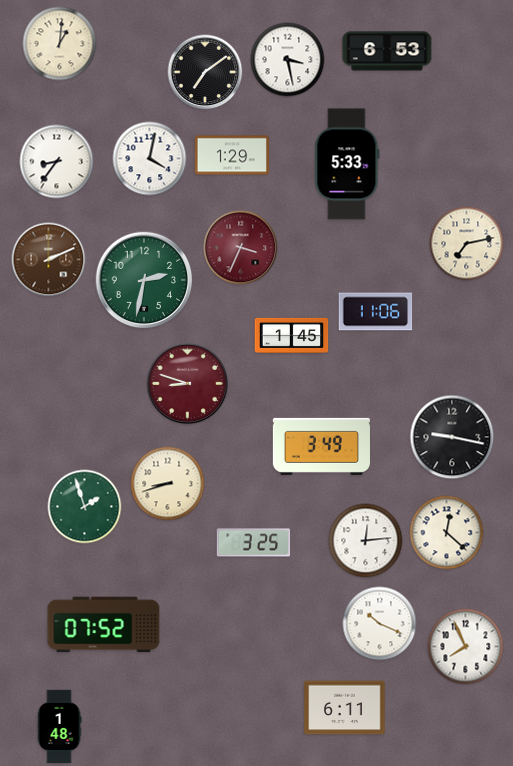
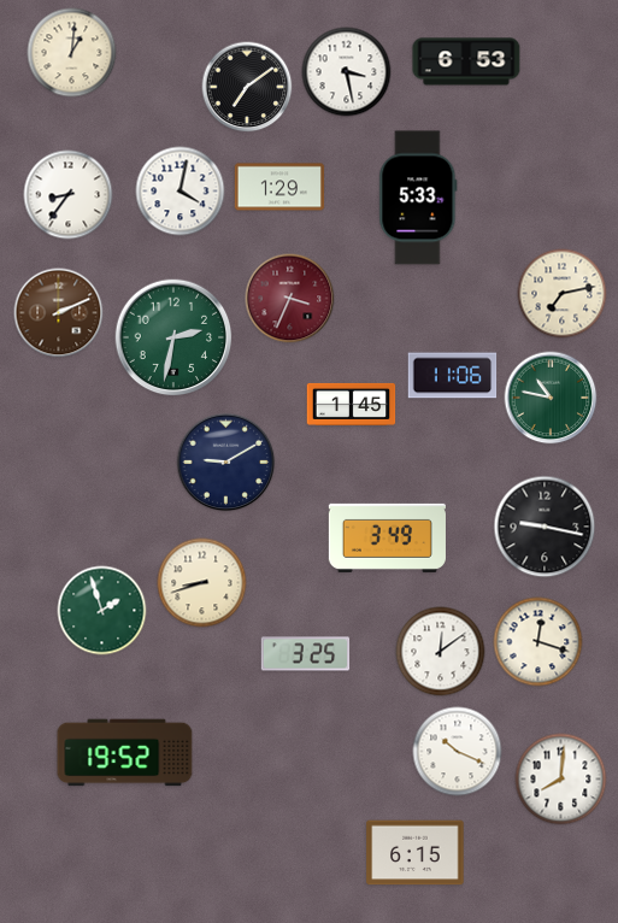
clock at (551, 398): none -> 10:47
clock at (188, 384): 8:48 -> 9:10
clock at (188, 384) dial: burgundy -> navy
clock at (447, 533): 12:22 -> 12:18
clock at (366, 541): 12:14 -> 12:09
clock at (104, 625): 07:52 -> 19:52
clock at (466, 647): 7:56 -> 8:01
clock at (345, 708): 6:11 -> 6:15
clock at (59, 727): 1:48 -> none
